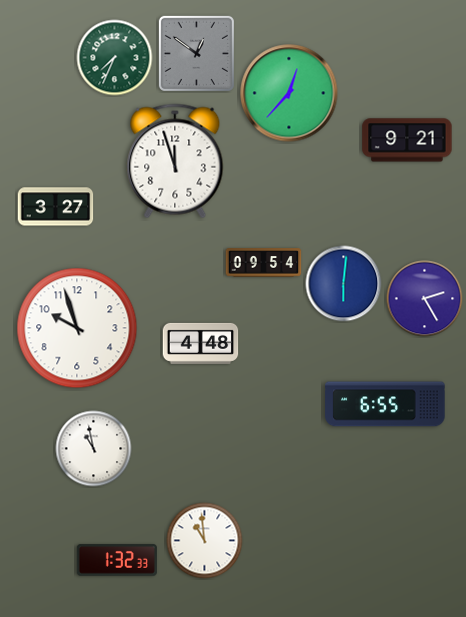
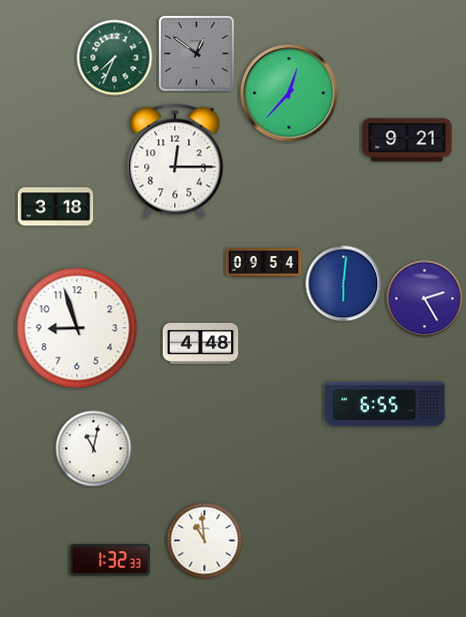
clock at (175, 161): 11:57 -> 12:15
clock at (56, 207): 3:27 -> 3:18
clock at (77, 328): 9:57 -> 8:57
clock at (94, 449): 10:58 -> 11:02
clock at (117, 560) position: (117, 560) -> (110, 560)
